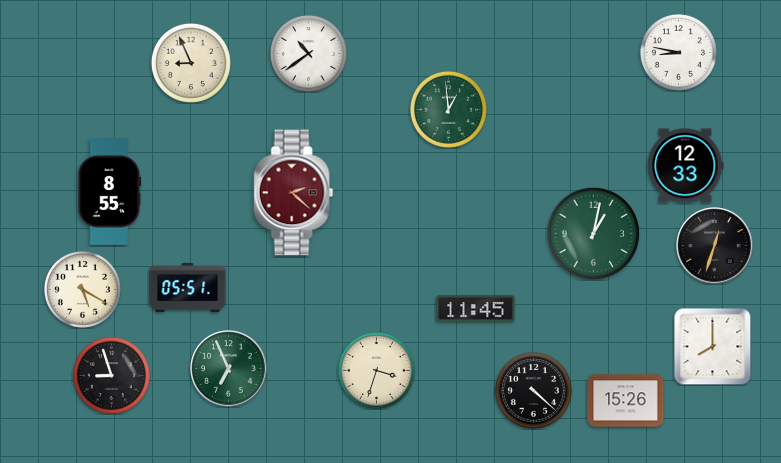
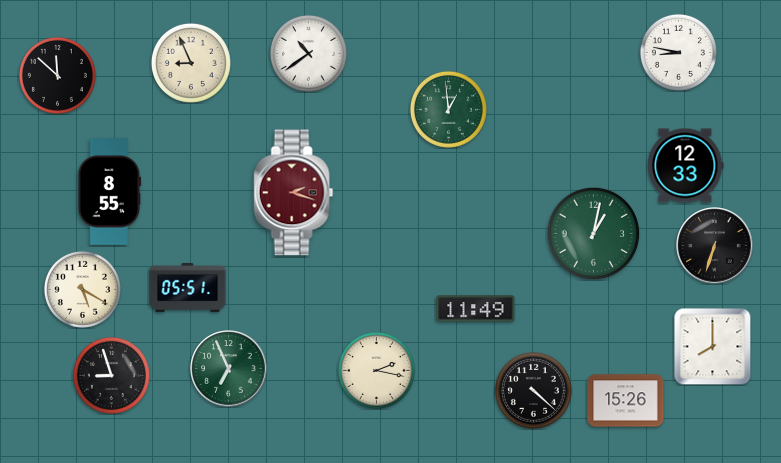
clock at (57, 75): none -> 11:52
clock at (294, 193): 2:22 -> 2:18
clock at (715, 246): 12:33 -> 6:33
clock at (476, 309): 11:45 -> 11:49
clock at (376, 370): 3:33 -> 2:17
